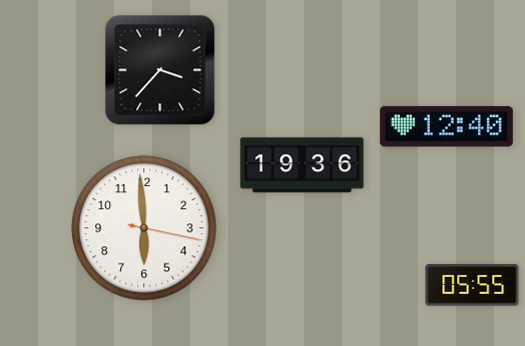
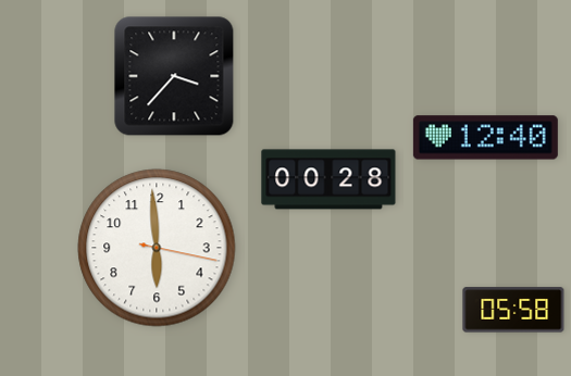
clock at (302, 165): 19:36 -> 00:28
clock at (472, 285): 05:55 -> 05:58
